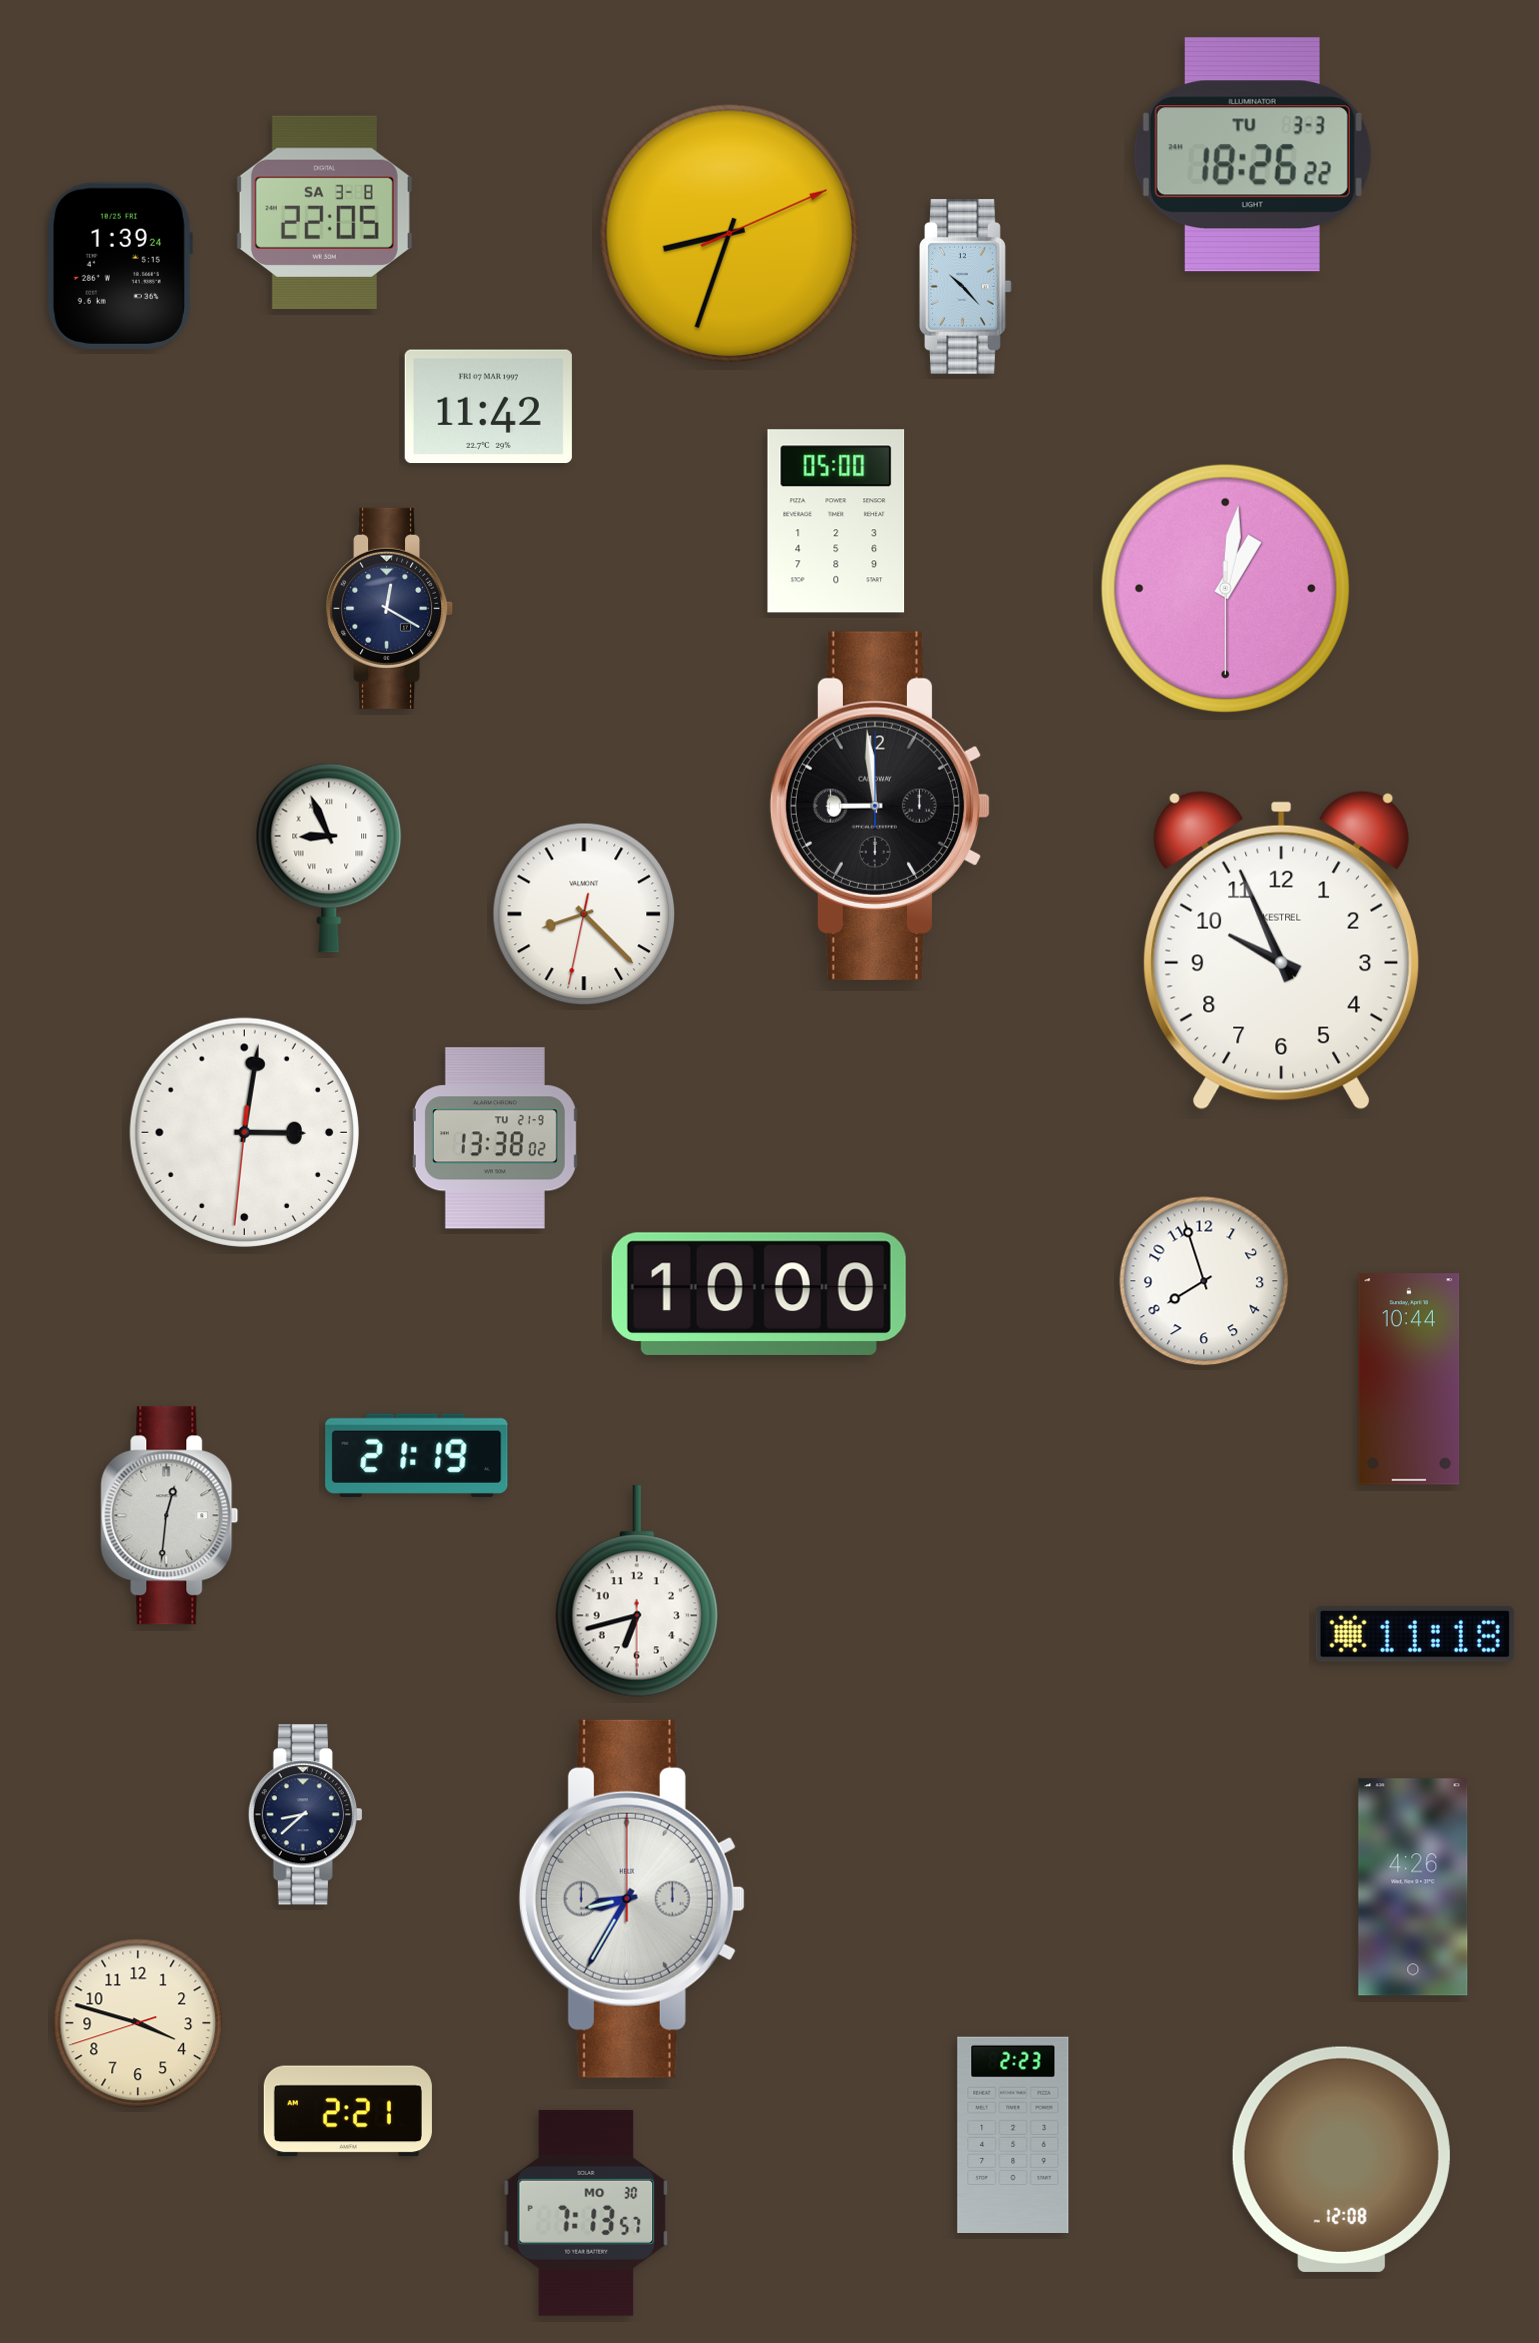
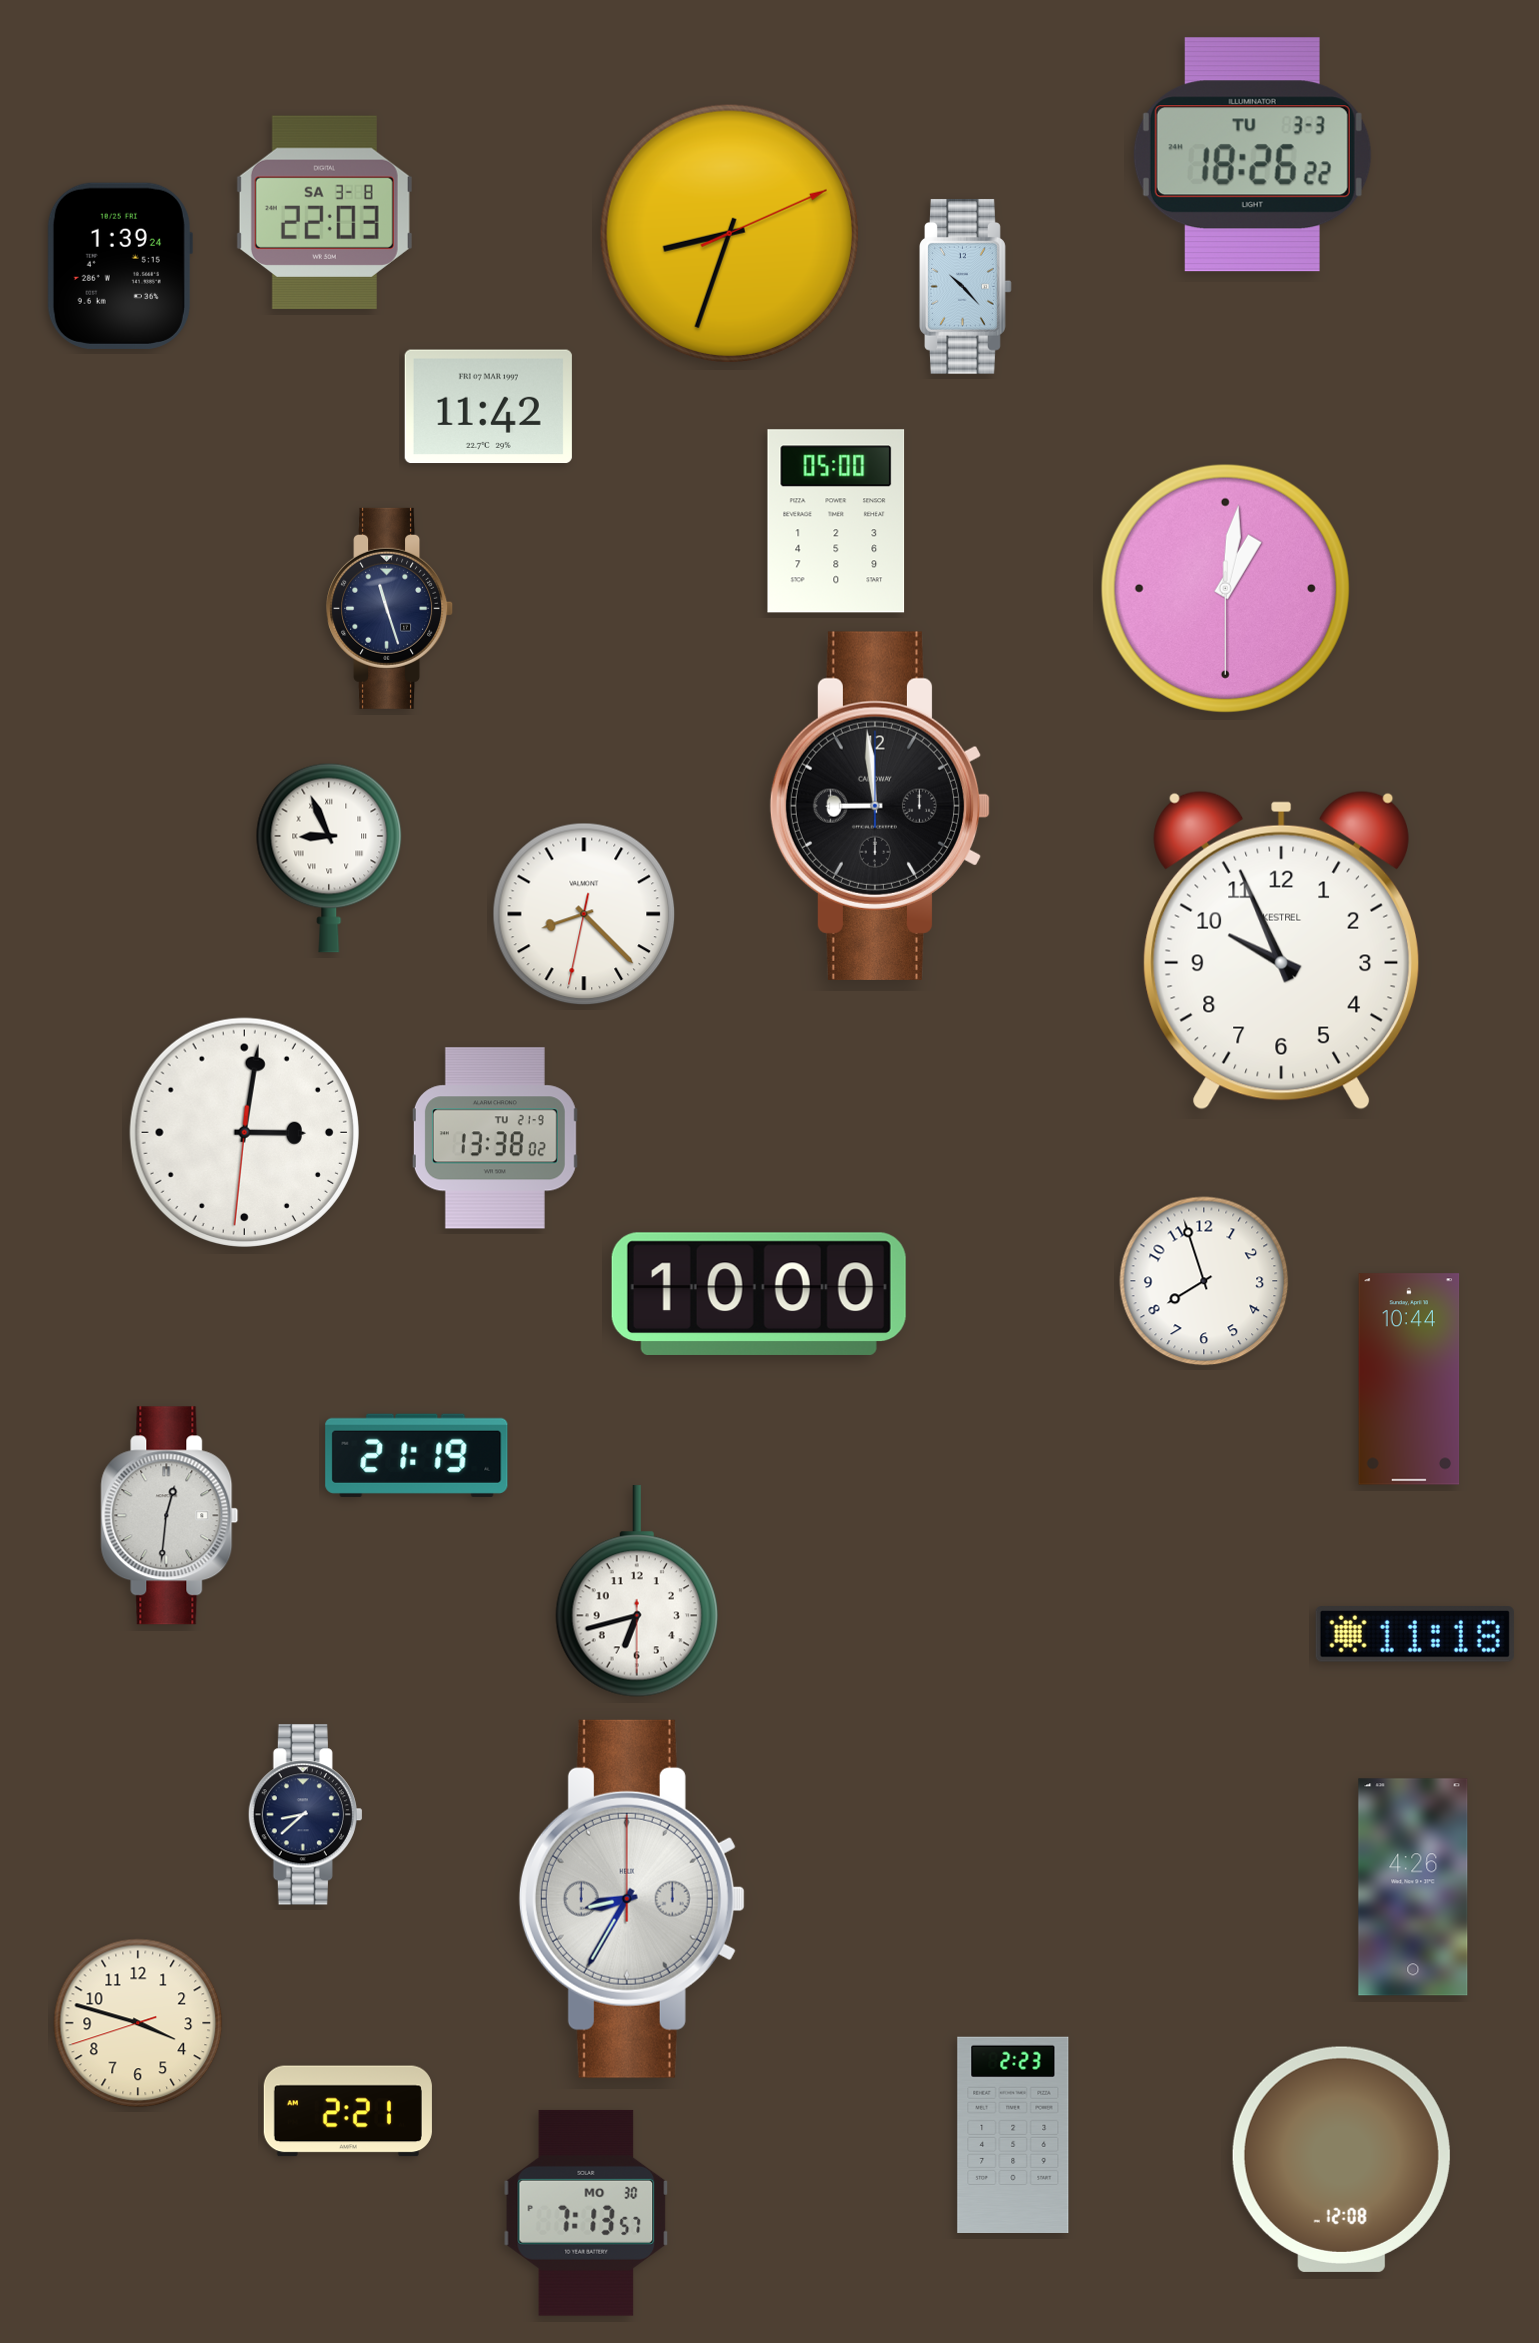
clock at (324, 213): 22:05 -> 22:03
clock at (390, 608): 12:20 -> 11:27
